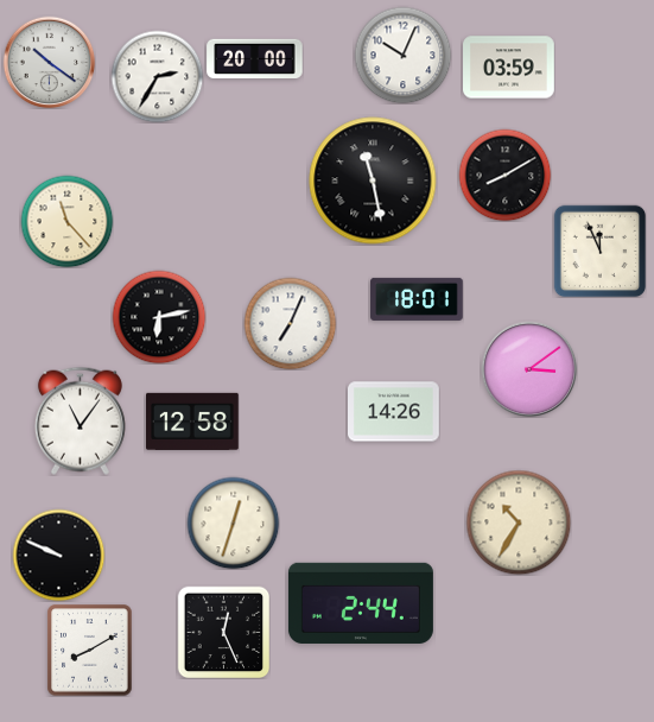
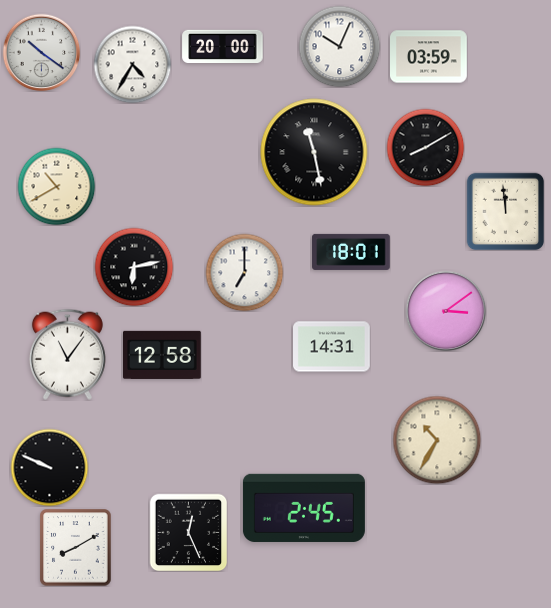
clock at (255, 59) position: (255, 59) -> (223, 47)
clock at (157, 76): 2:35 -> 4:35
clock at (66, 221): 11:23 -> 10:40
clock at (599, 251): 11:56 -> 11:59
clock at (290, 323): 7:04 -> 7:00
clock at (394, 412): 14:26 -> 14:31
clock at (233, 522): 12:33 -> none
clock at (361, 603): 2:44 -> 2:45
